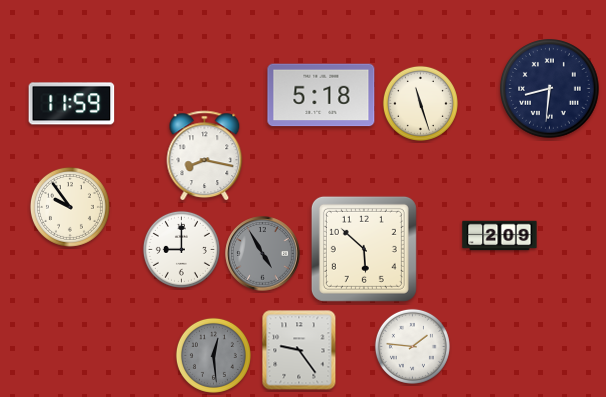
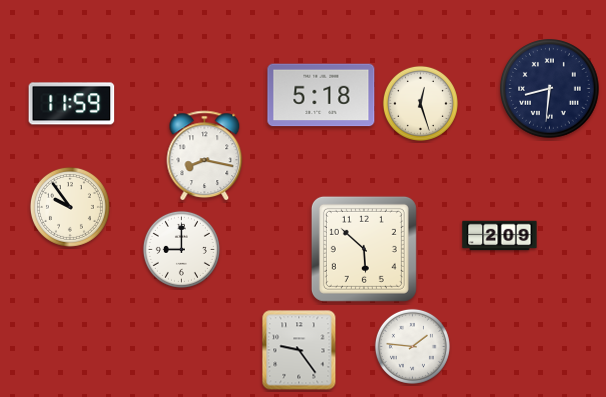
clock at (420, 103): 11:27 -> 12:27
clock at (263, 254): 4:55 -> none
clock at (213, 355): 12:29 -> none
